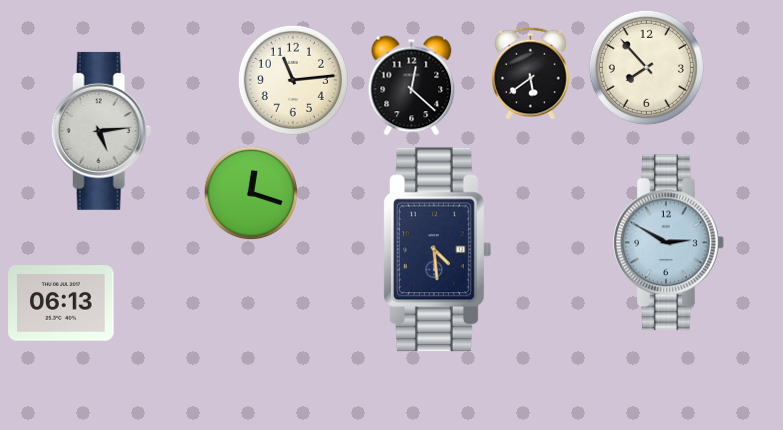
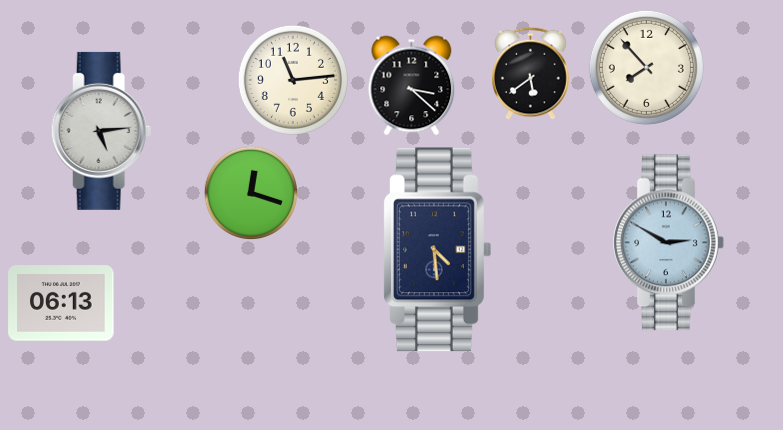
clock at (412, 86): 12:22 -> 3:22
